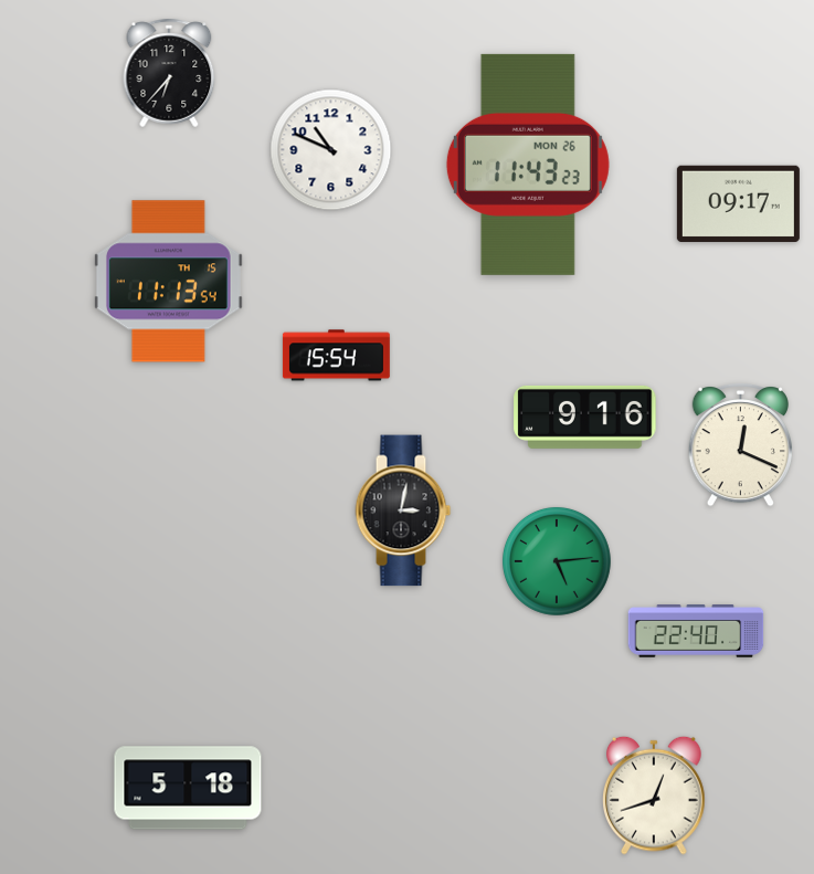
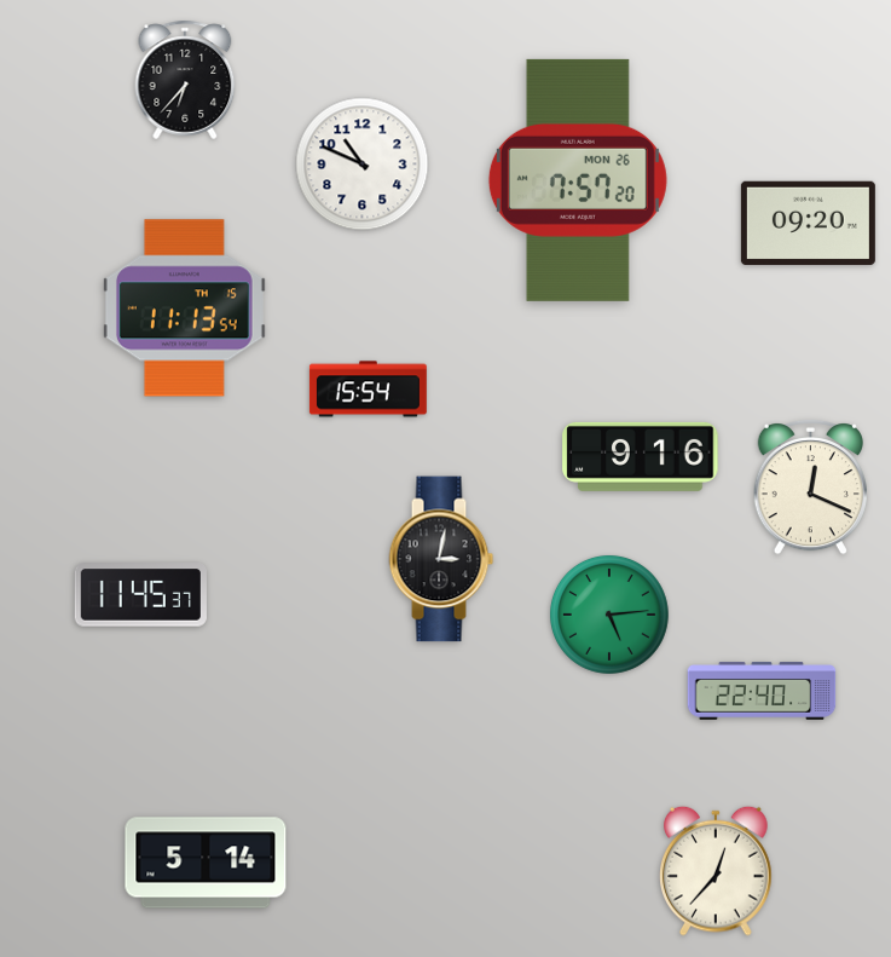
clock at (528, 165): 11:43 -> 7:57
clock at (738, 203): 09:17 -> 09:20
clock at (140, 595): none -> 11:45
clock at (188, 788): 5:18 -> 5:14
clock at (654, 796): 12:42 -> 12:37
